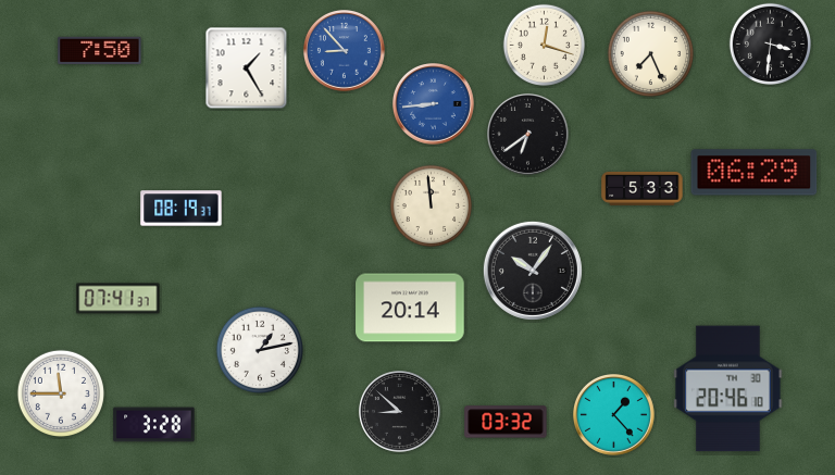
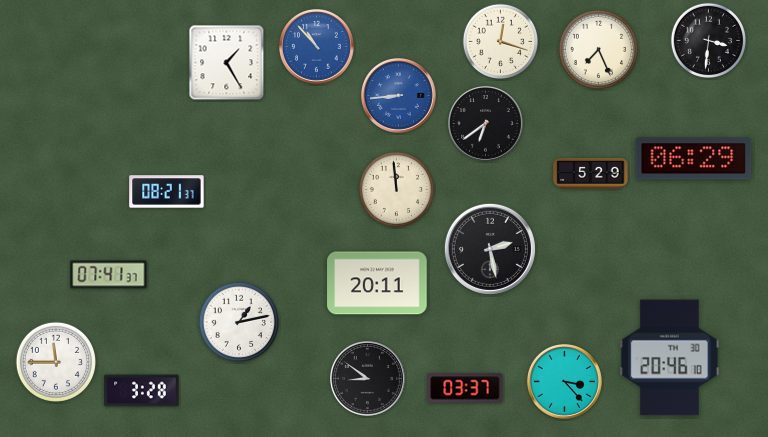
clock at (100, 50): 7:50 -> none
clock at (345, 51): 8:53 -> 10:53
clock at (643, 189): 5:33 -> 5:29
clock at (182, 209): 08:19 -> 08:21
clock at (533, 271): 10:06 -> 2:28
clock at (410, 308): 20:14 -> 20:11
clock at (400, 412): 8:52 -> 8:51
clock at (614, 415): 1:23 -> 3:23
clock at (506, 422): 03:32 -> 03:37
